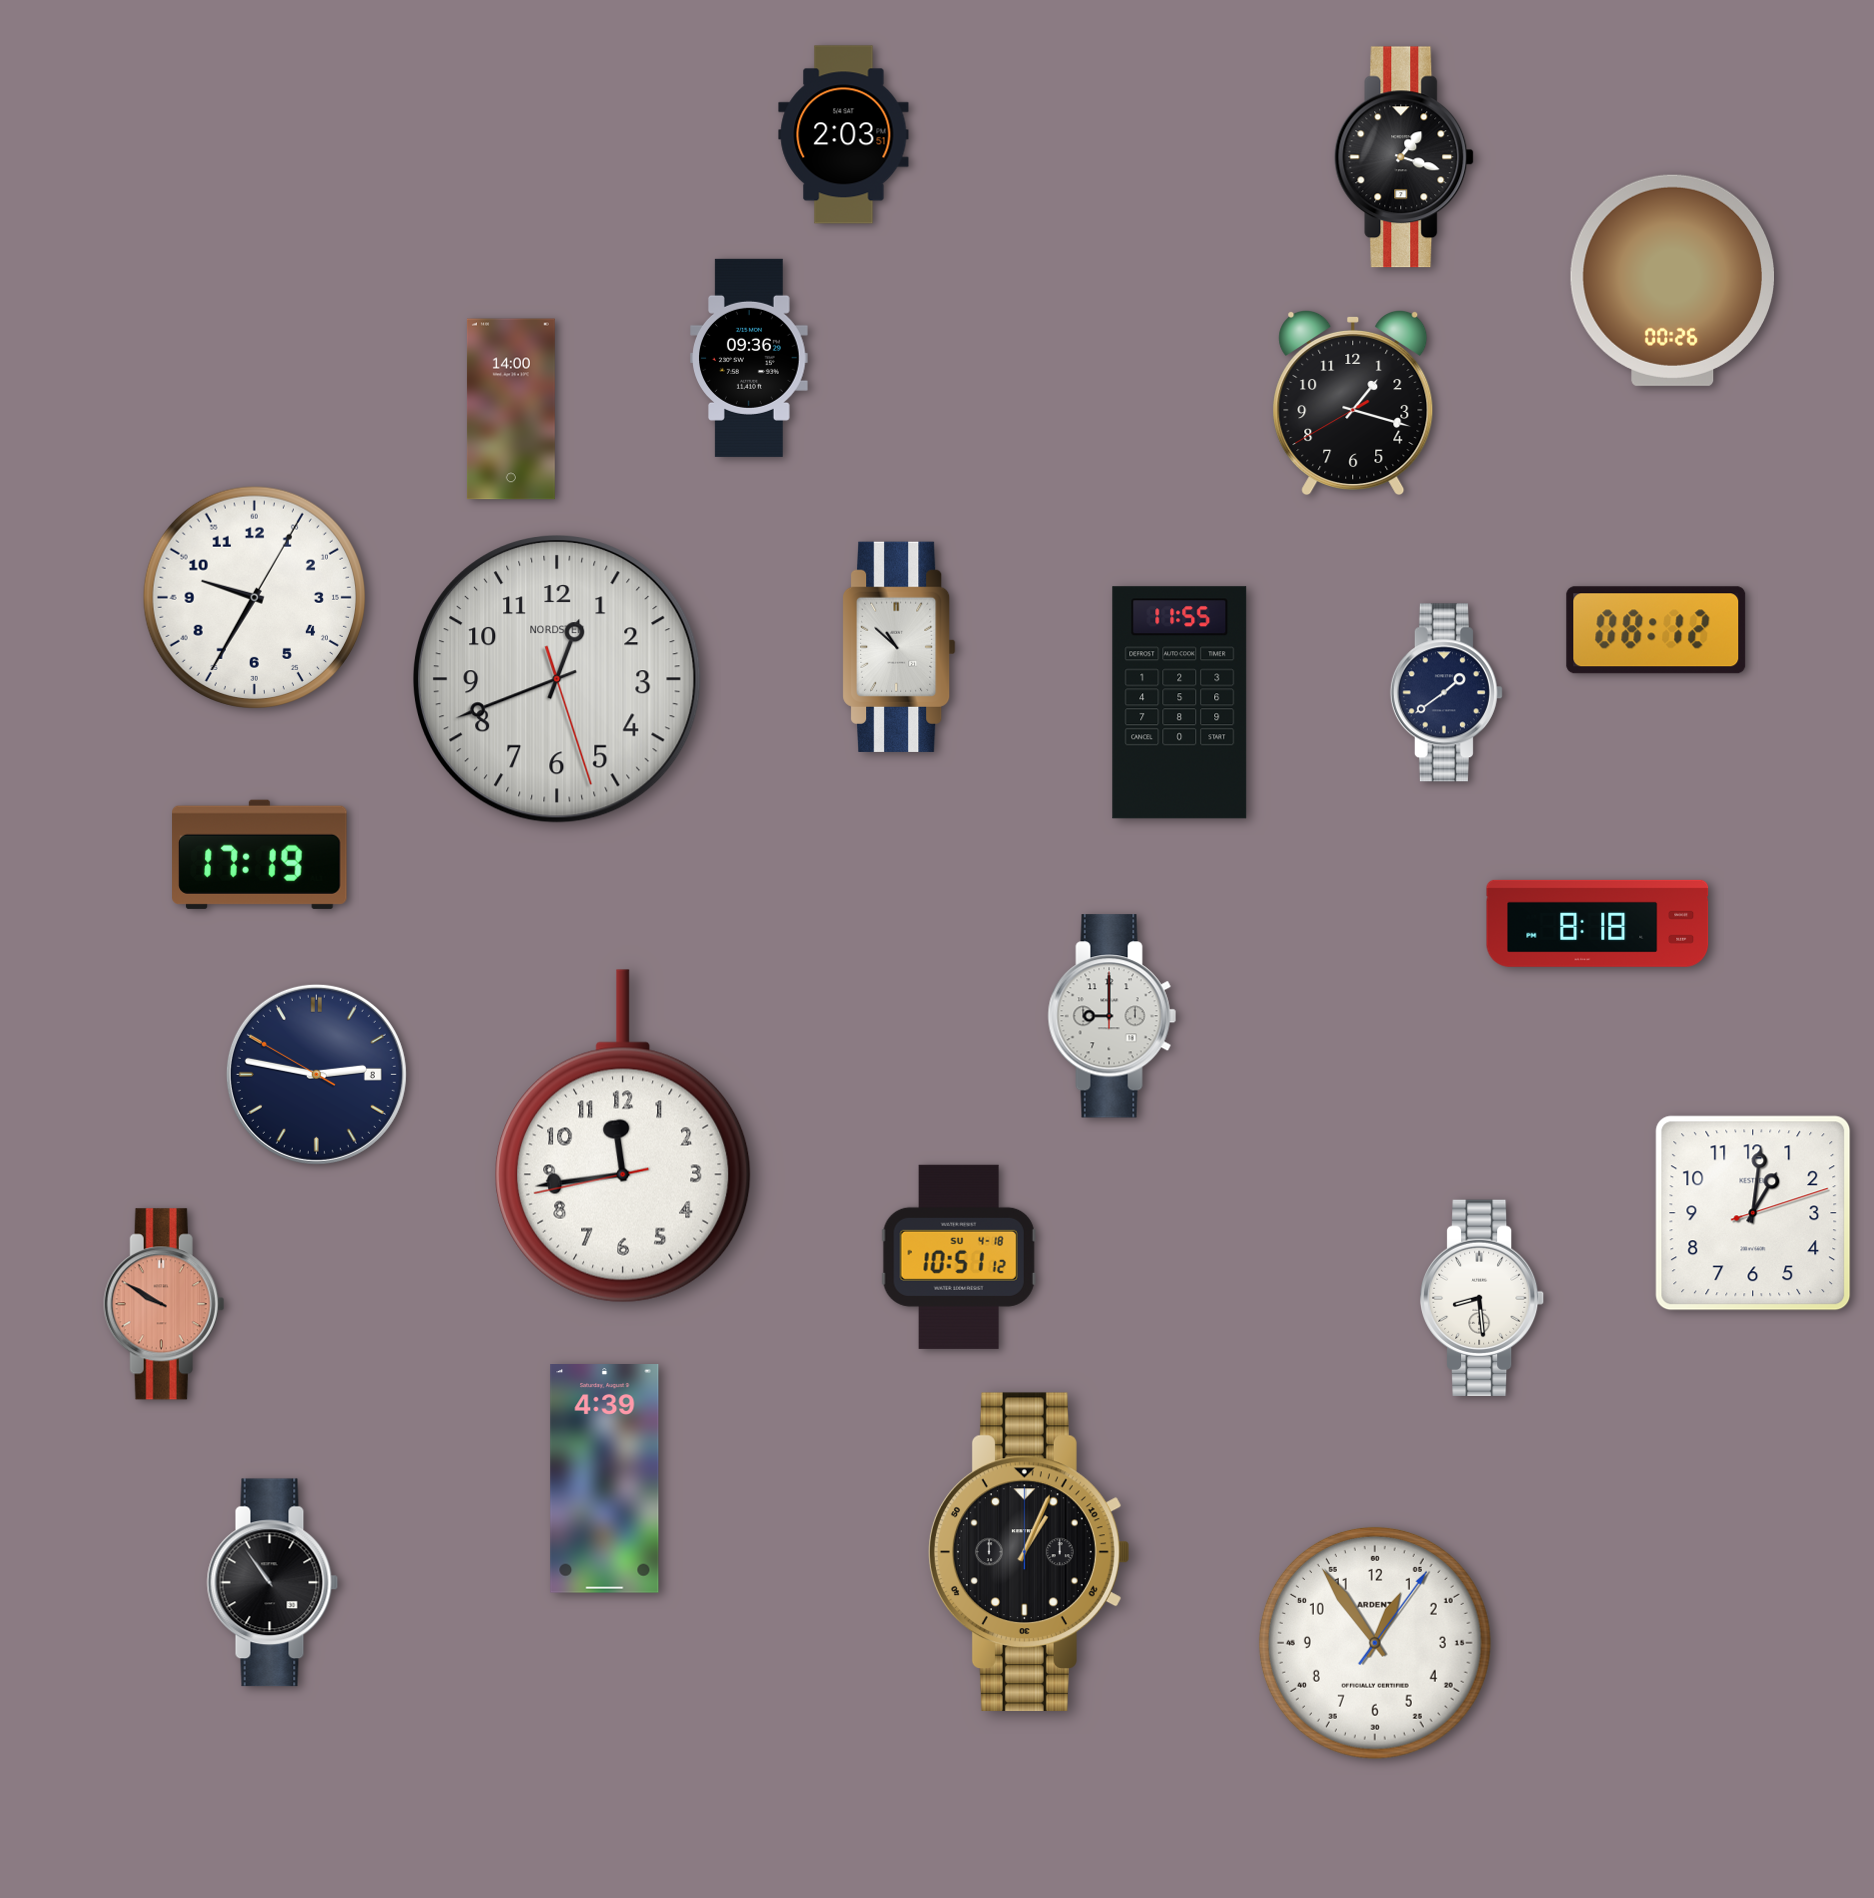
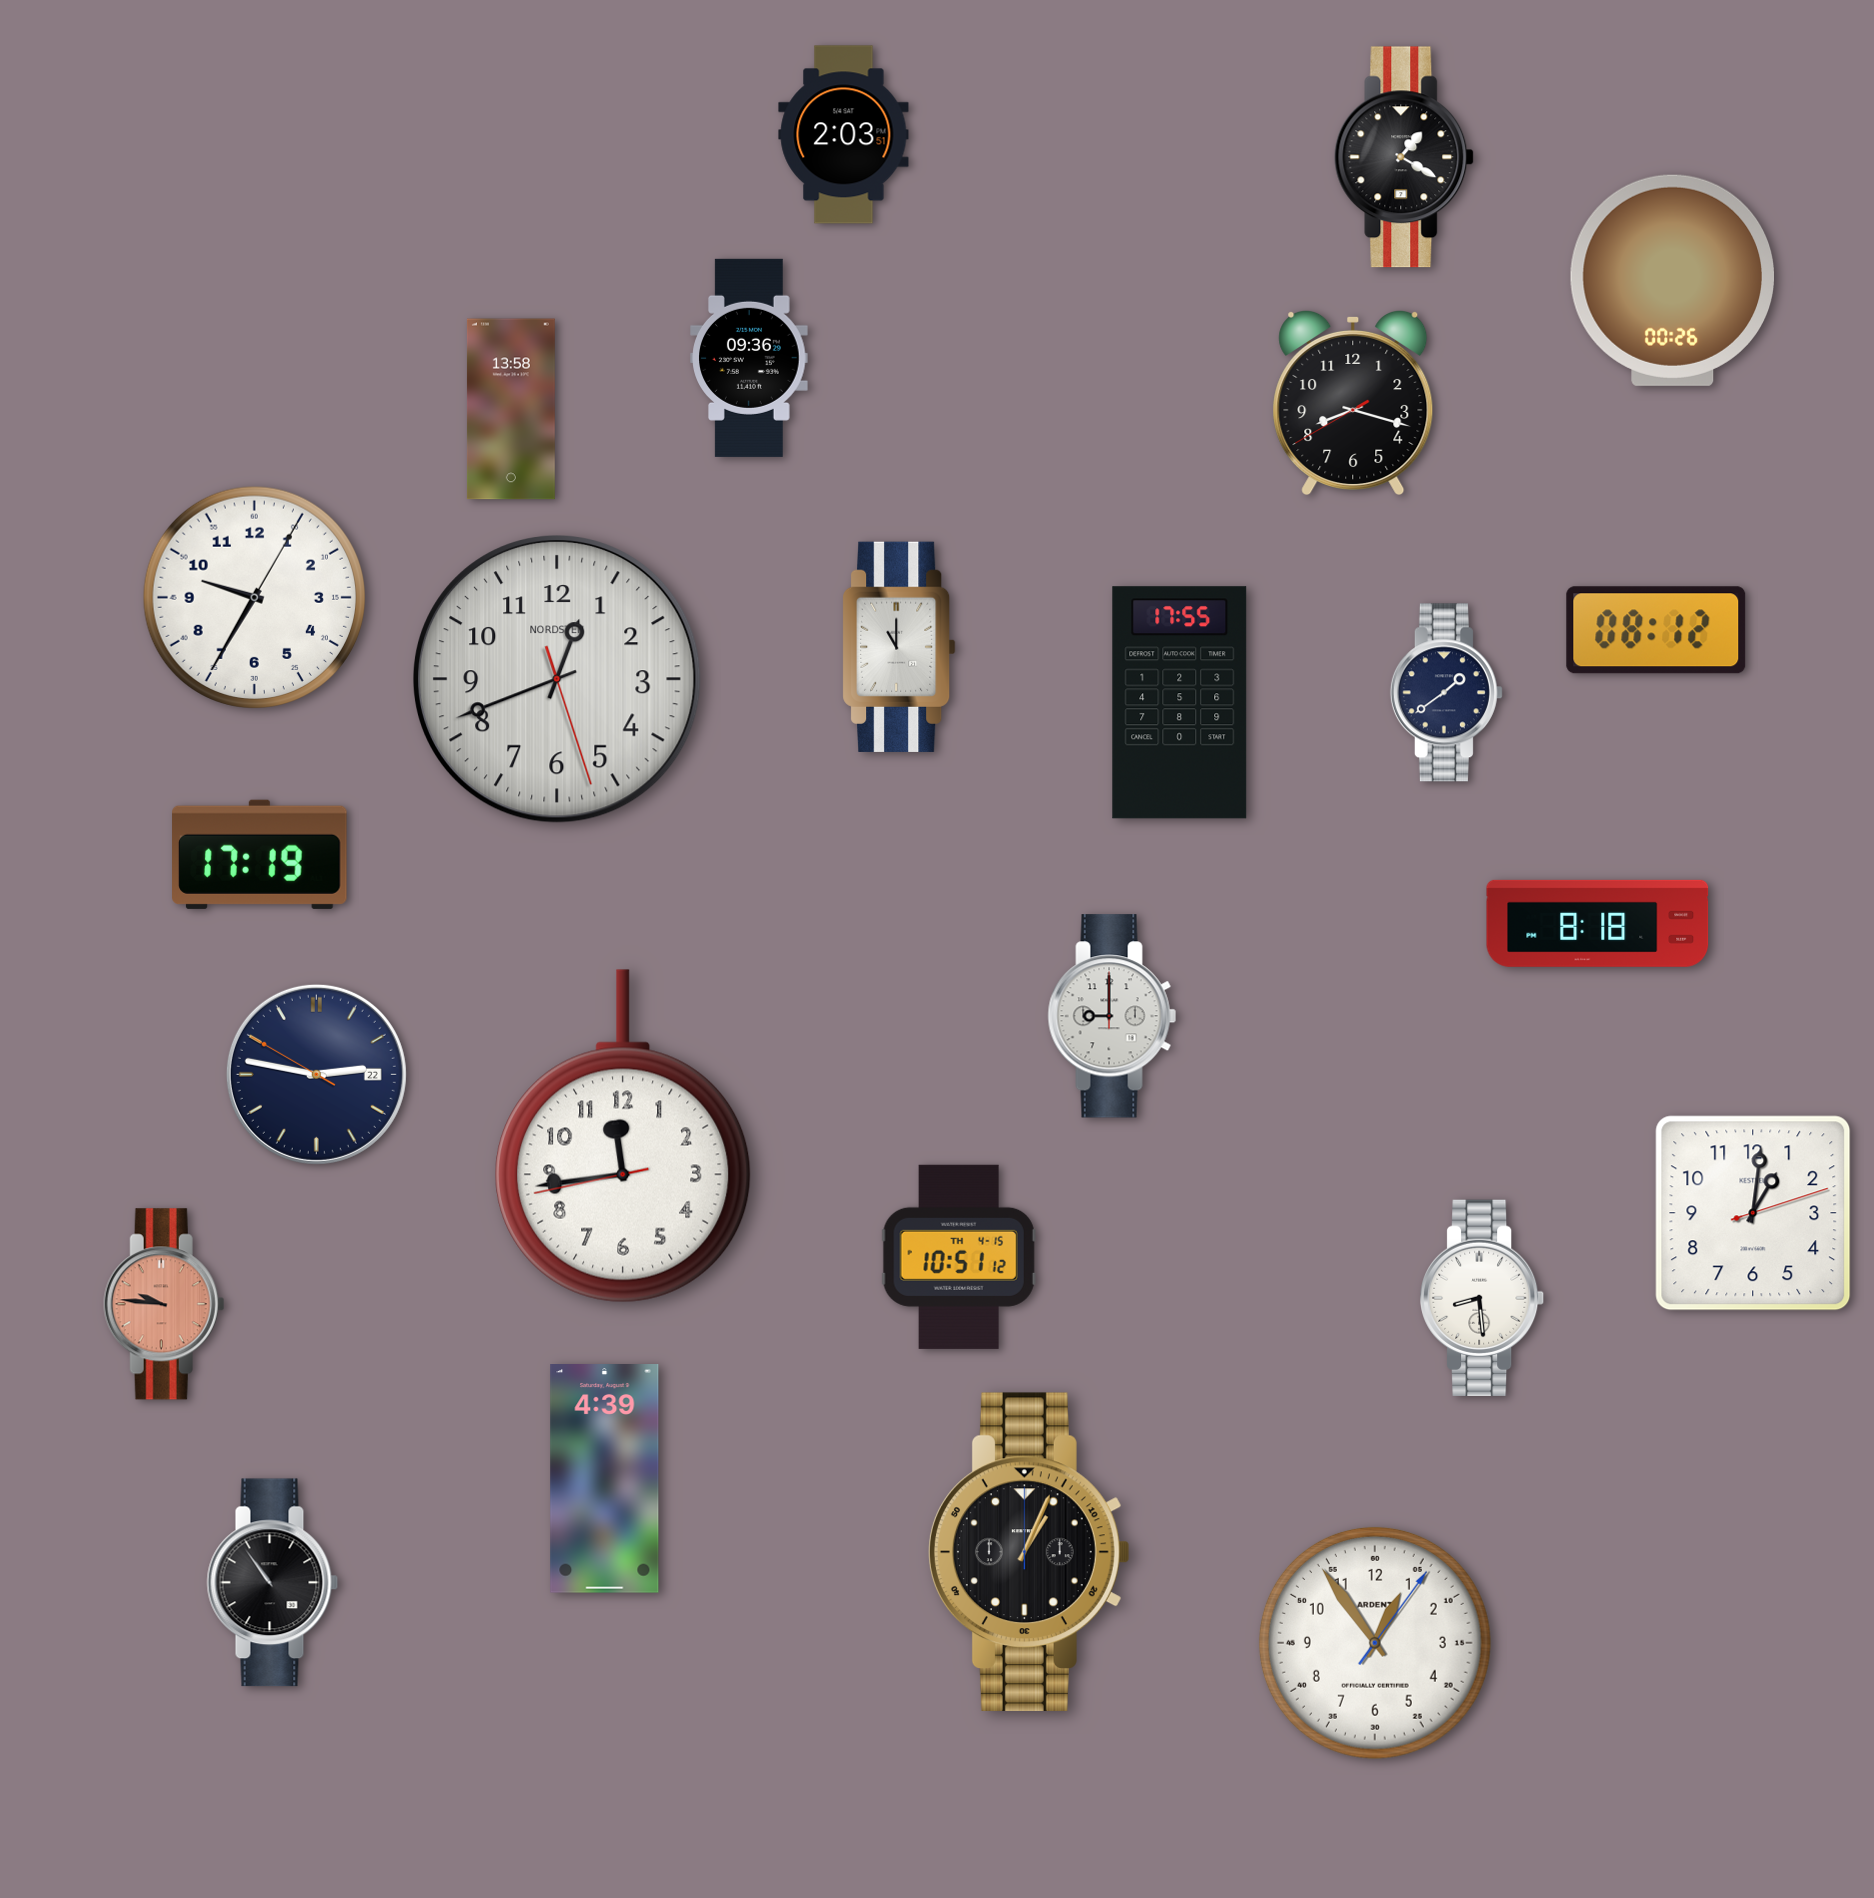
clock at (1405, 157): 1:18 -> 1:20
clock at (1353, 402): 1:17 -> 8:17
clock at (511, 409): 14:00 -> 13:58
clock at (899, 647): 10:52 -> 11:00
clock at (1180, 703): 11:55 -> 17:55
clock at (316, 1074) date: 8 -> 22
clock at (959, 1257) date: SU 4-18 -> TH 4-15
clock at (164, 1304): 9:50 -> 9:46
